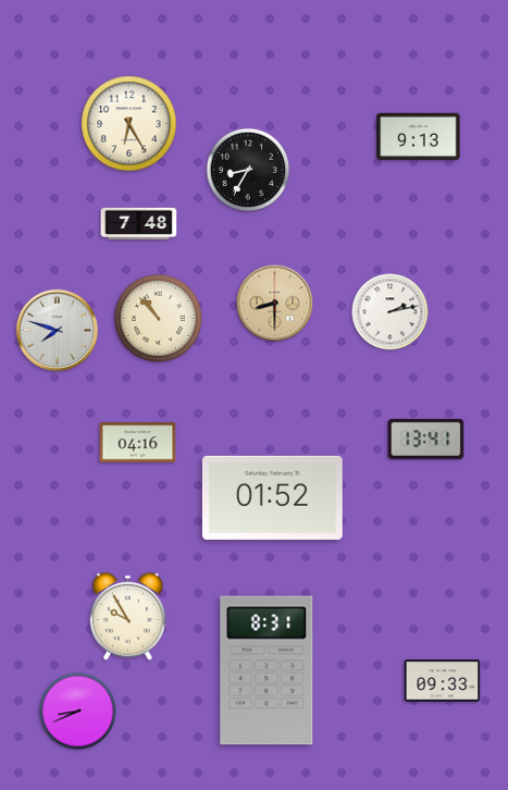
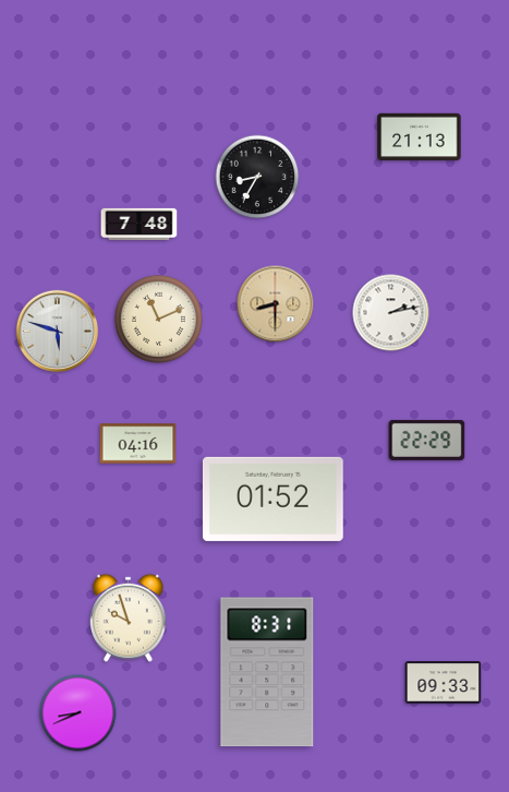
clock at (129, 124): 6:25 -> none
clock at (419, 137): 9:13 -> 21:13
clock at (248, 170) position: (248, 170) -> (257, 177)
clock at (158, 318): 10:53 -> 11:11
clock at (57, 330): 7:48 -> 5:48
clock at (426, 439): 13:41 -> 22:29
clock at (127, 616): 9:55 -> 9:57
